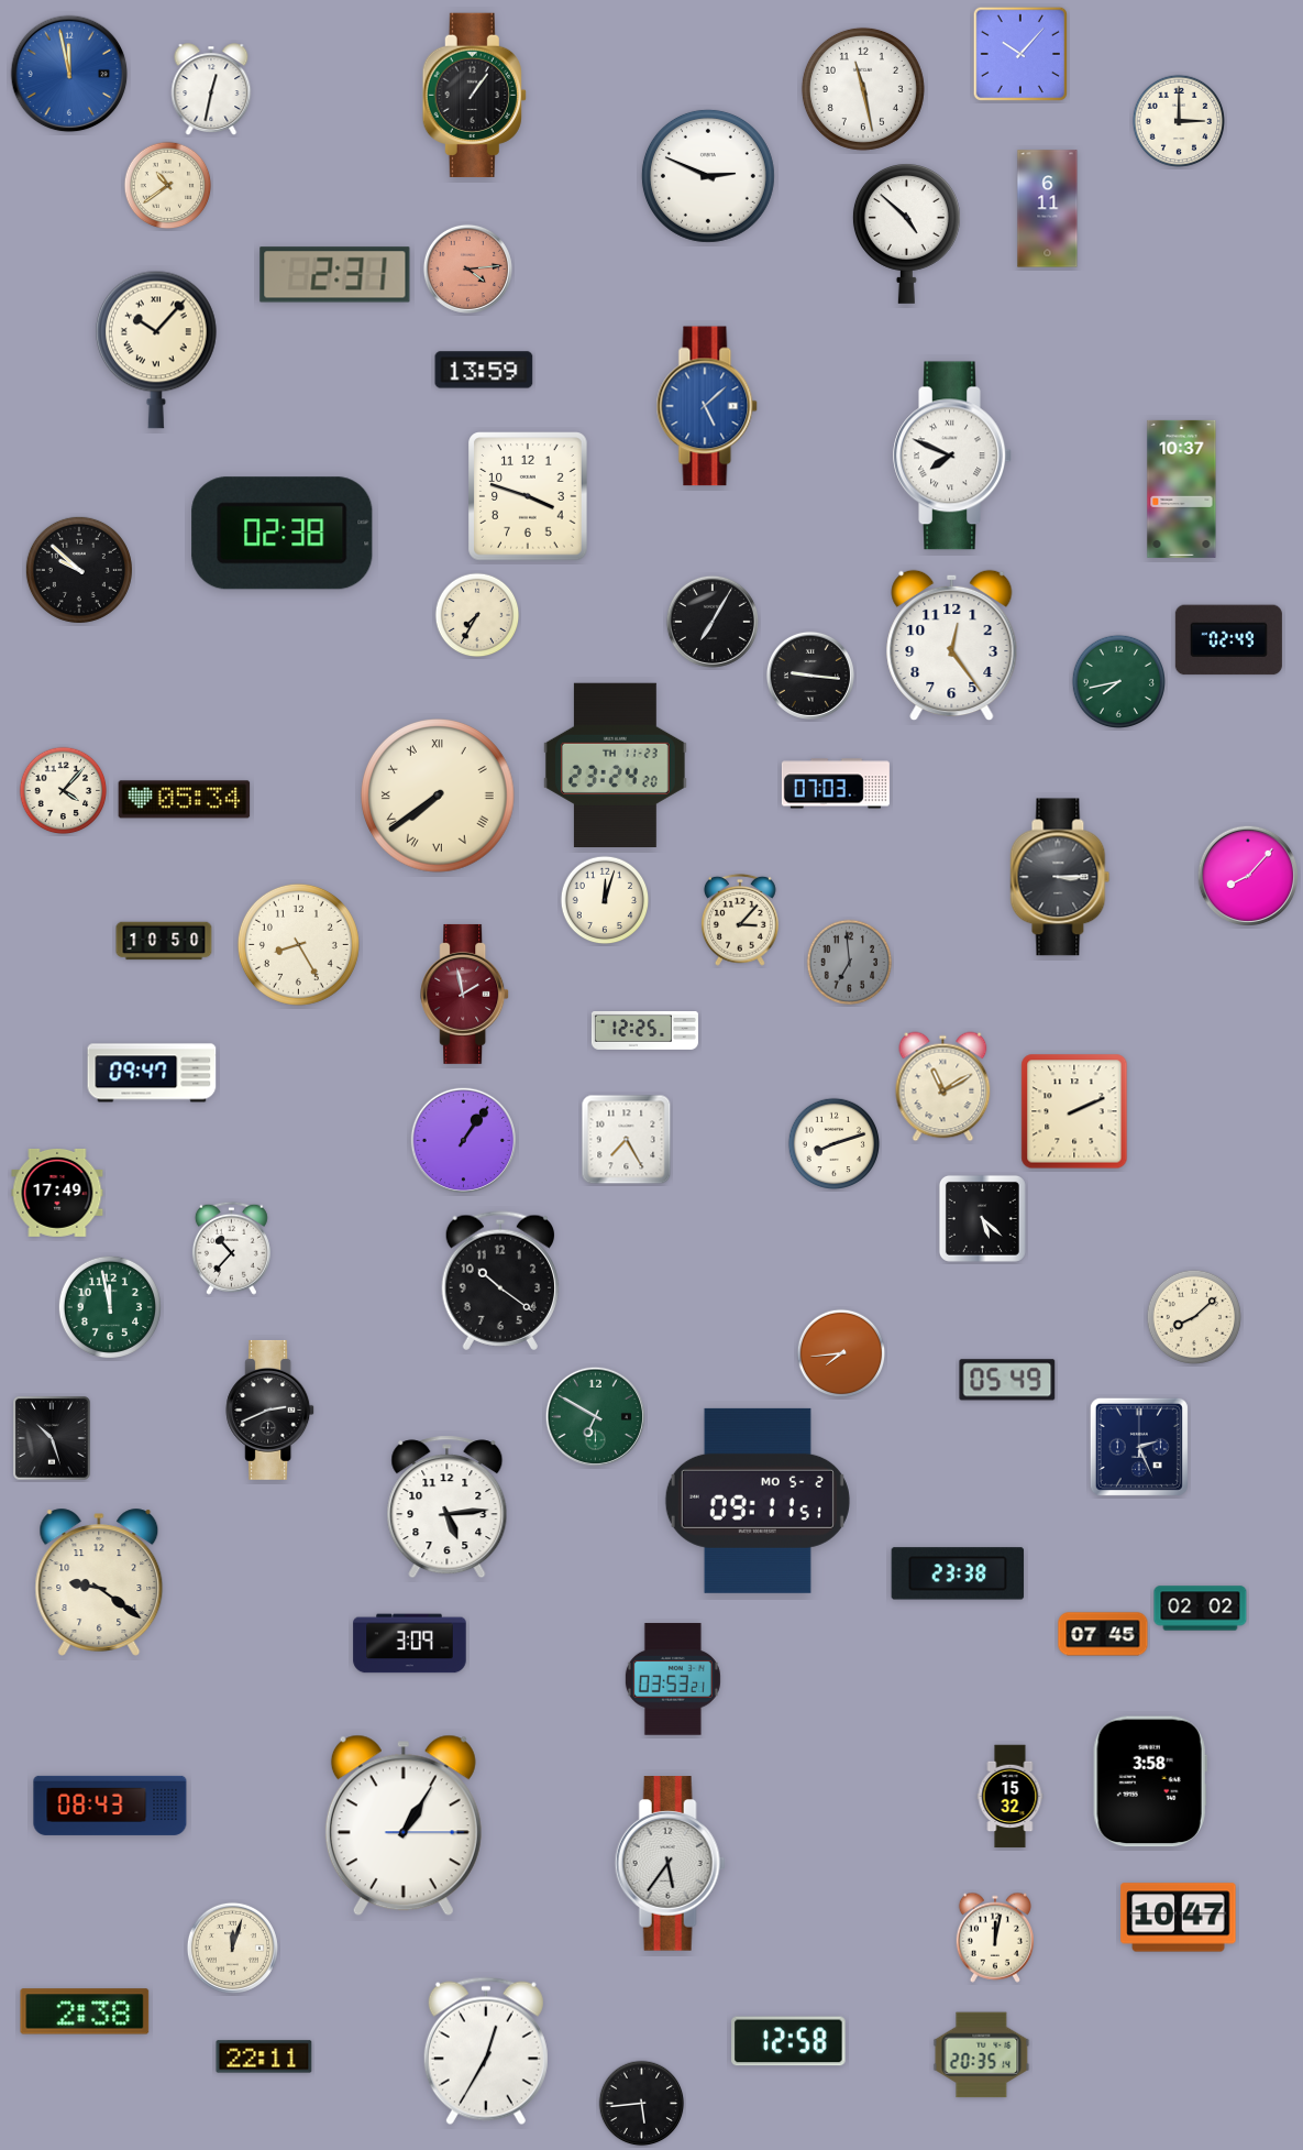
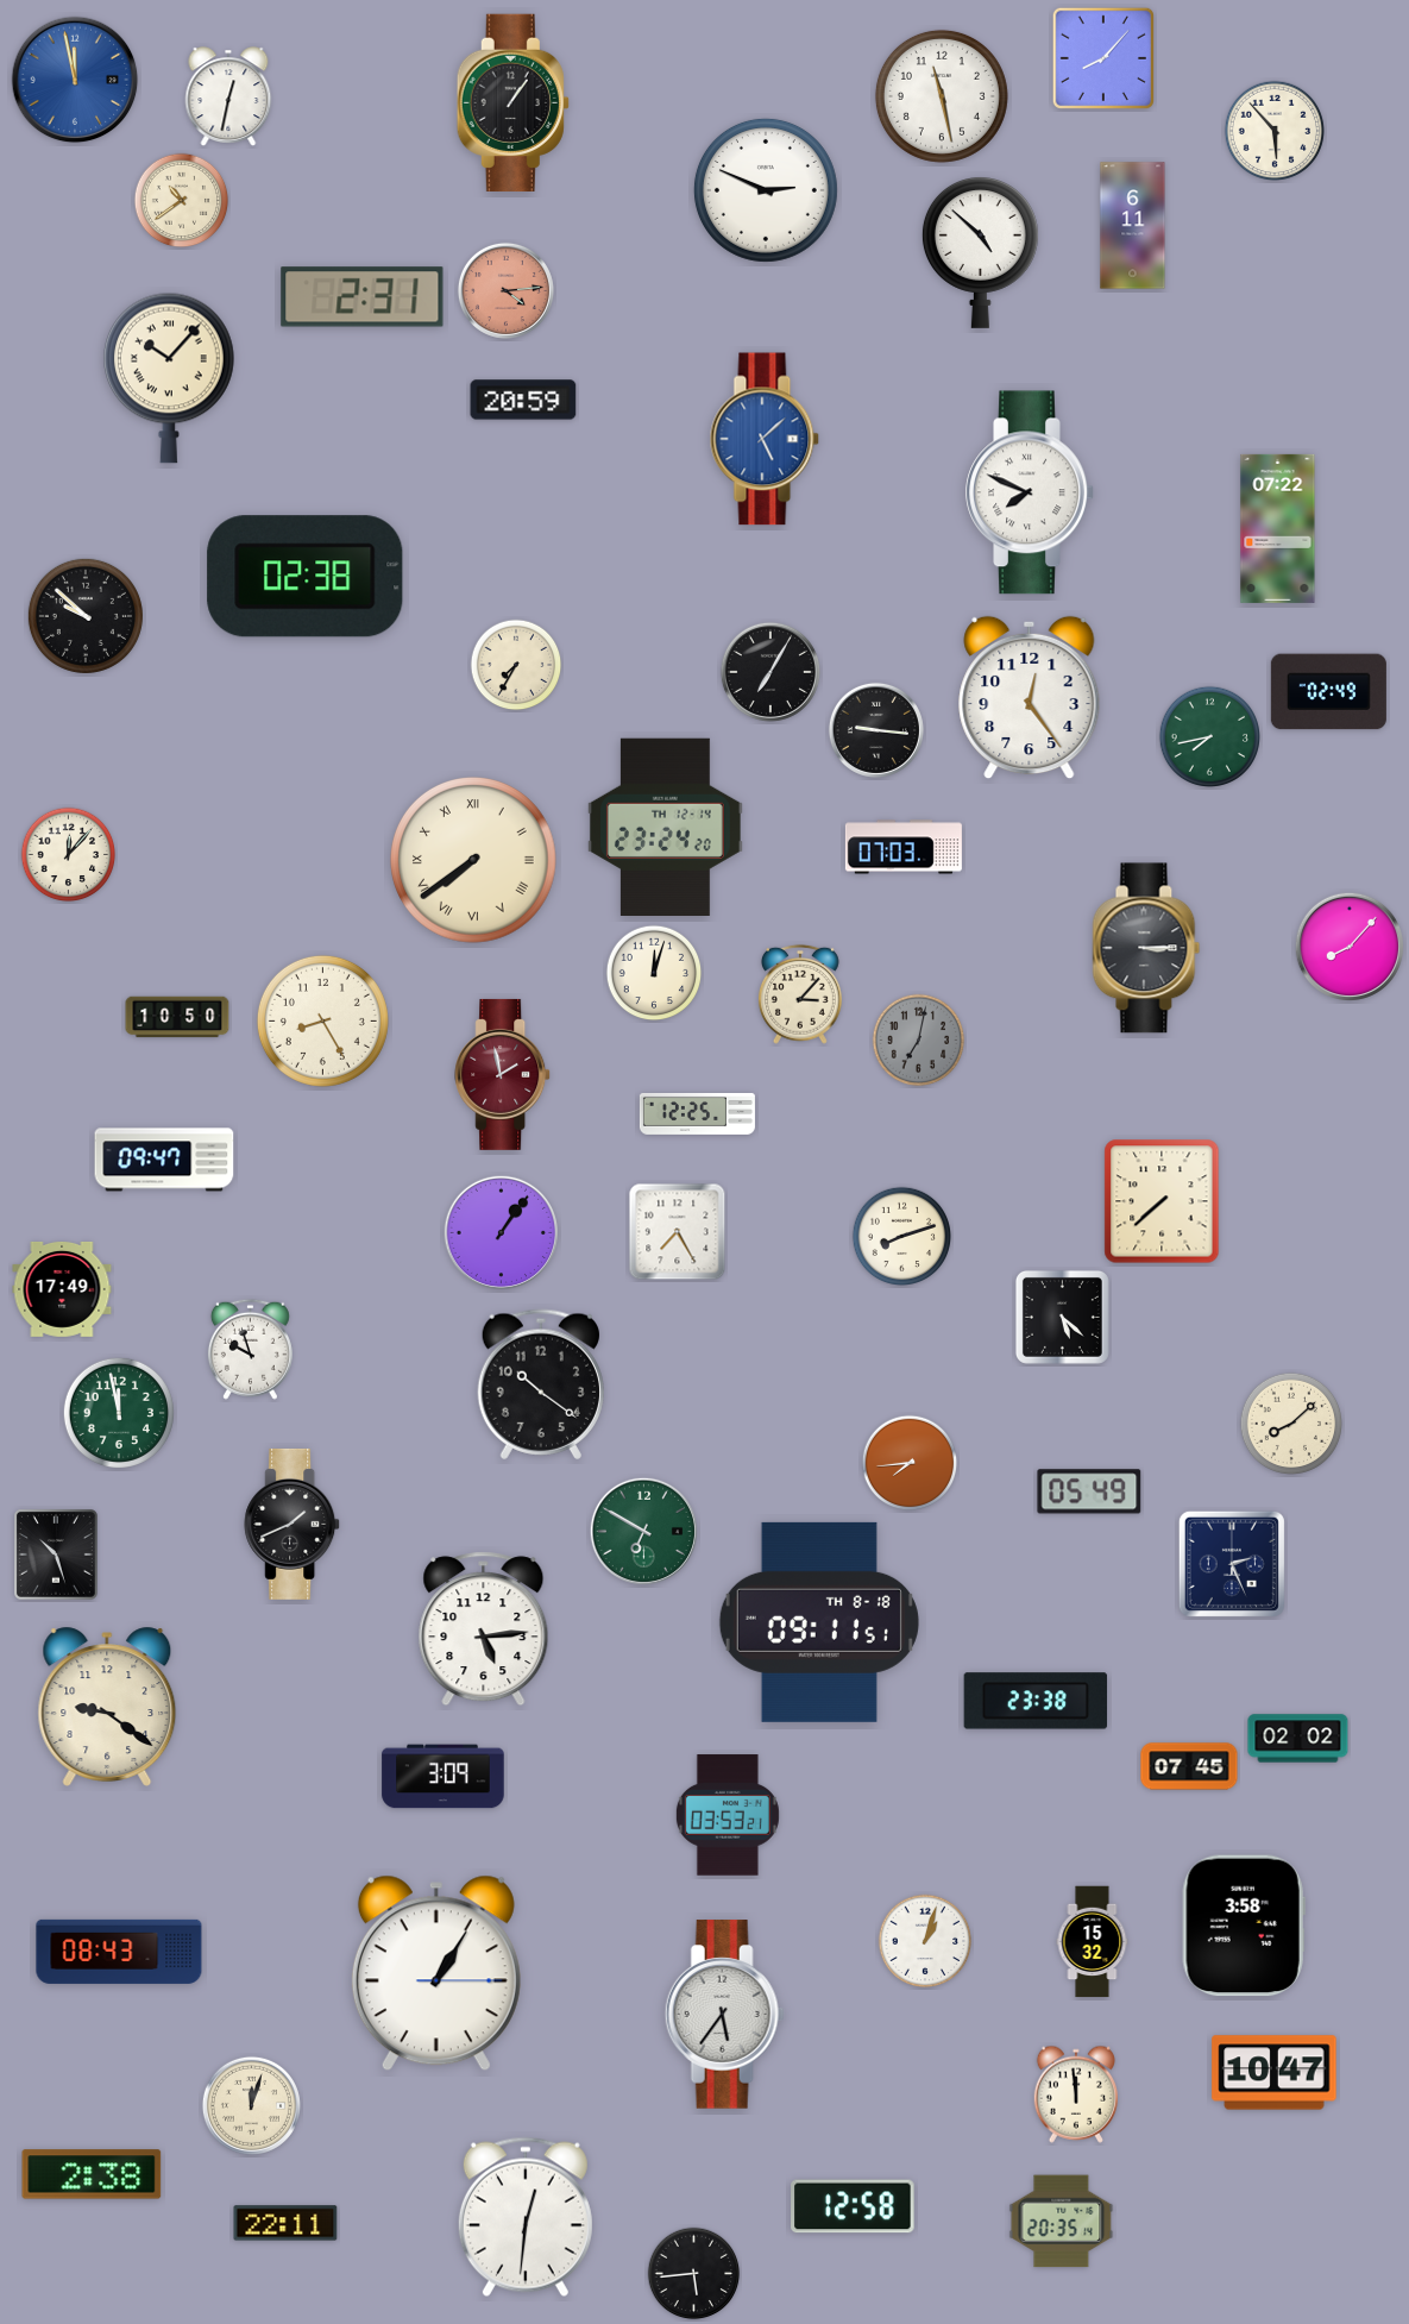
clock at (1020, 54): 10:07 -> 8:07
clock at (863, 89) position: (863, 89) -> (942, 96)
clock at (1179, 121): 3:00 -> 5:53
clock at (484, 370): 13:59 -> 20:59
clock at (1182, 489): 10:37 -> 07:22
clock at (528, 496): 3:48 -> none
clock at (615, 765) date: TH 11-23 -> TH 12-14
clock at (64, 791): 4:07 -> 12:07
clock at (185, 800): 05:34 -> none
clock at (850, 963): 6:59 -> 7:02
clock at (943, 1087): 11:10 -> none
clock at (1074, 1111): 2:11 -> 7:38
clock at (231, 1248): 10:37 -> 9:57
clock at (270, 1409): 2:41 -> 1:41
clock at (758, 1501) date: MO 5-2 -> TH 8-18
clock at (99, 1582) position: (99, 1582) -> (107, 1707)
clock at (1103, 1634) position: (1103, 1634) -> (1189, 1766)
clock at (925, 1941): none -> 1:03
clock at (994, 1938): 12:02 -> 11:59
clock at (486, 2051): 12:35 -> 12:31
